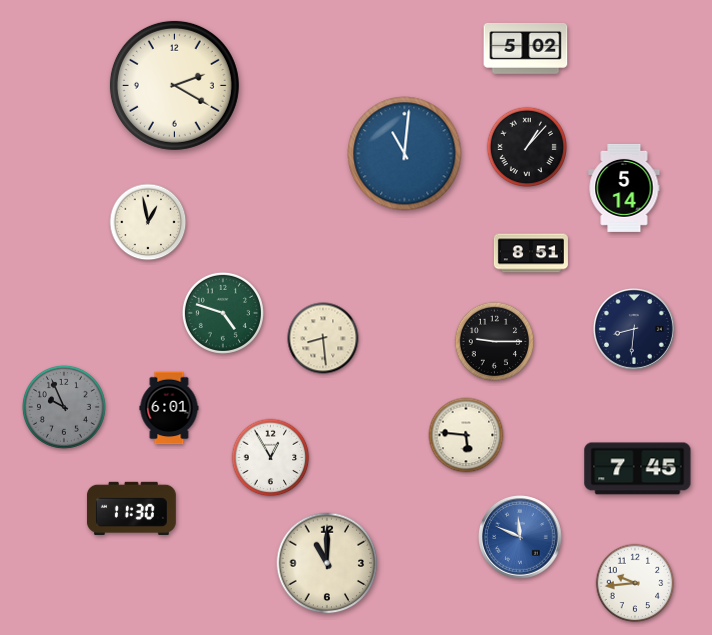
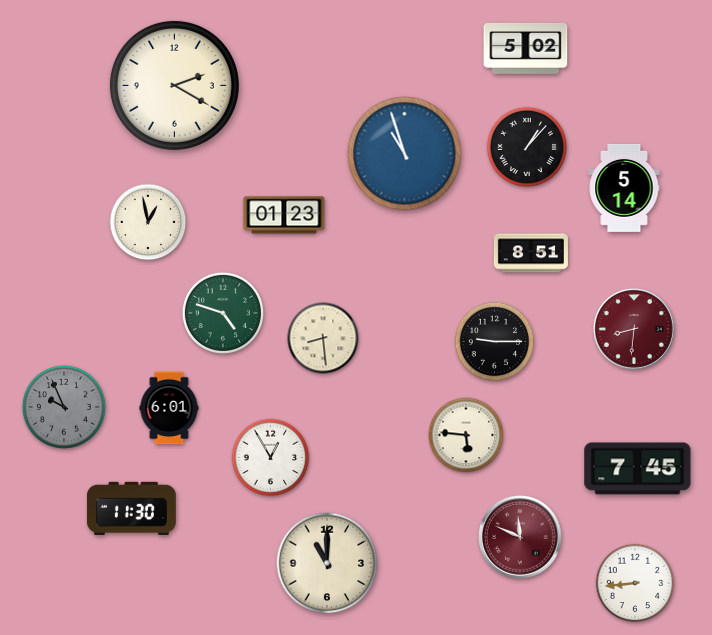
clock at (405, 154): 11:01 -> 10:57
clock at (284, 215): none -> 01:23
clock at (634, 329) dial: navy -> burgundy
clock at (520, 537) dial: blue -> burgundy
clock at (635, 583): 9:44 -> 8:44
